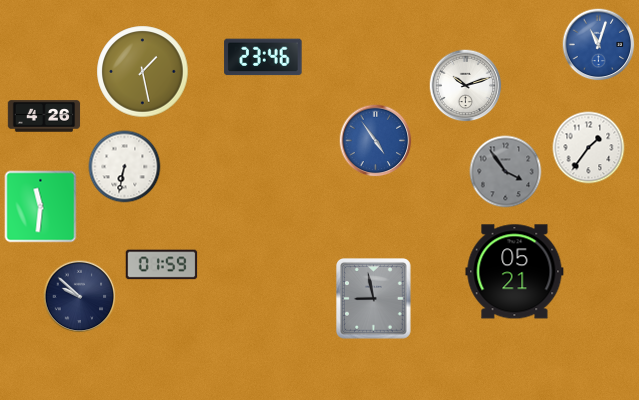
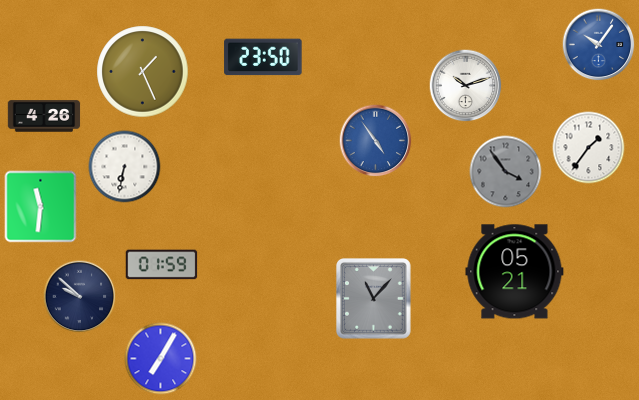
clock at (599, 45): 11:03 -> 10:06
clock at (263, 57): 23:46 -> 23:50
clock at (143, 72): 1:28 -> 1:26
clock at (374, 299): 8:58 -> 11:07
clock at (161, 359): none -> 7:05
